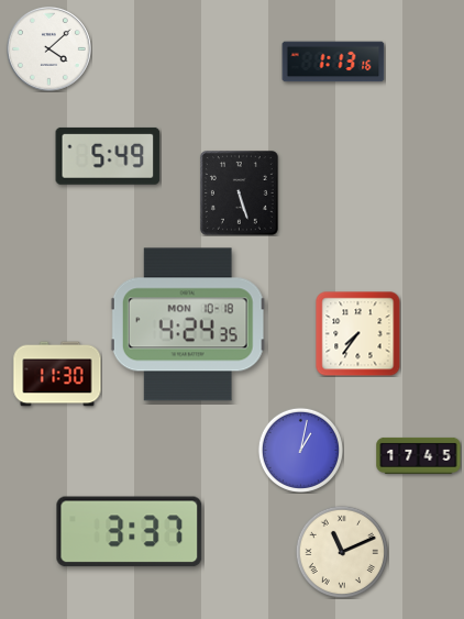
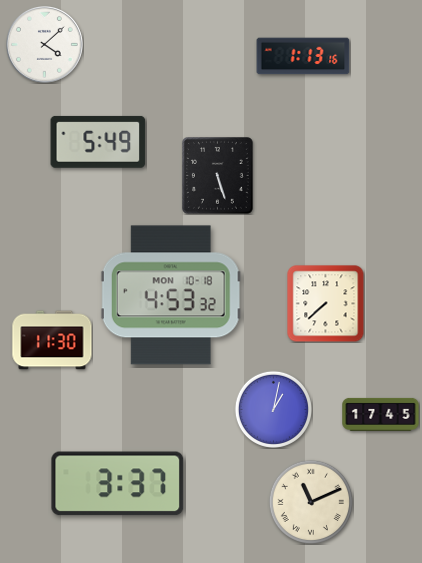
clock at (188, 324): 4:24 -> 4:53
clock at (357, 333): 7:36 -> 7:38
